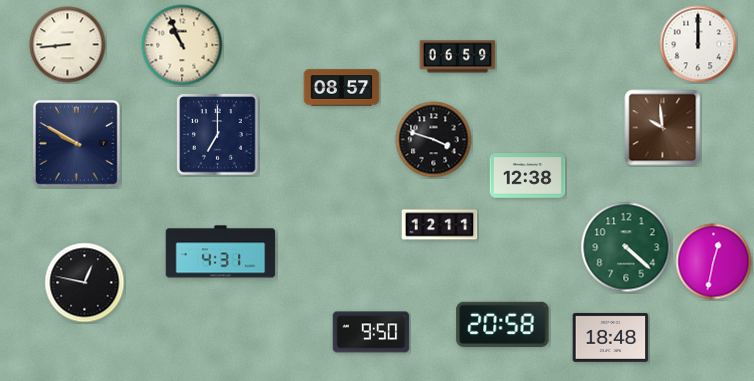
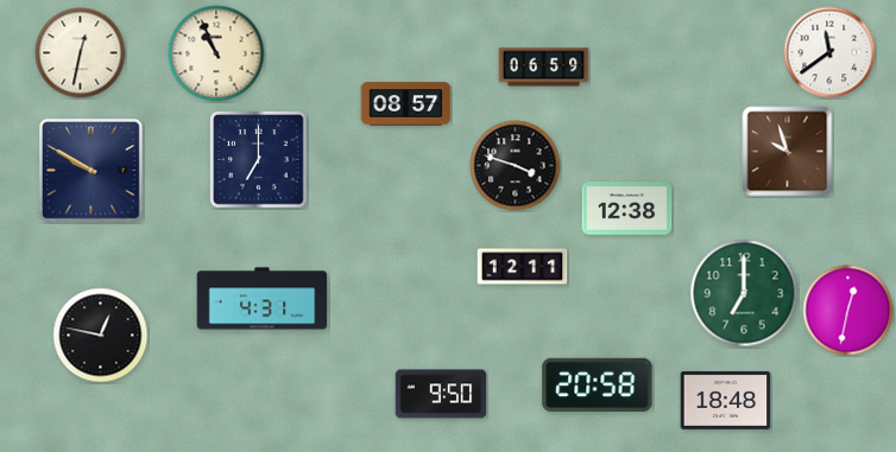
clock at (698, 44): 12:00 -> 11:39
clock at (68, 45): 8:44 -> 12:32
clock at (663, 128): 9:59 -> 9:57
clock at (626, 247): 4:22 -> 7:00
